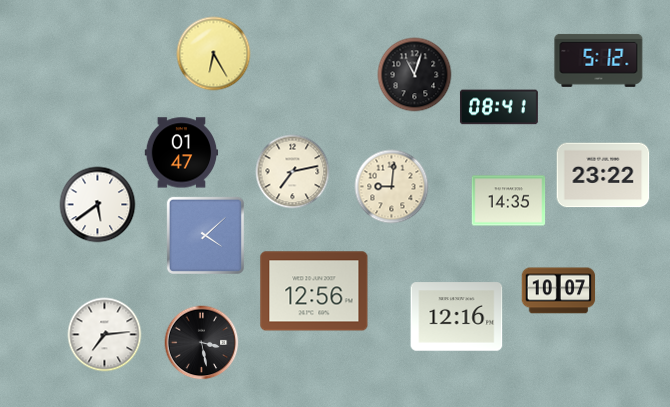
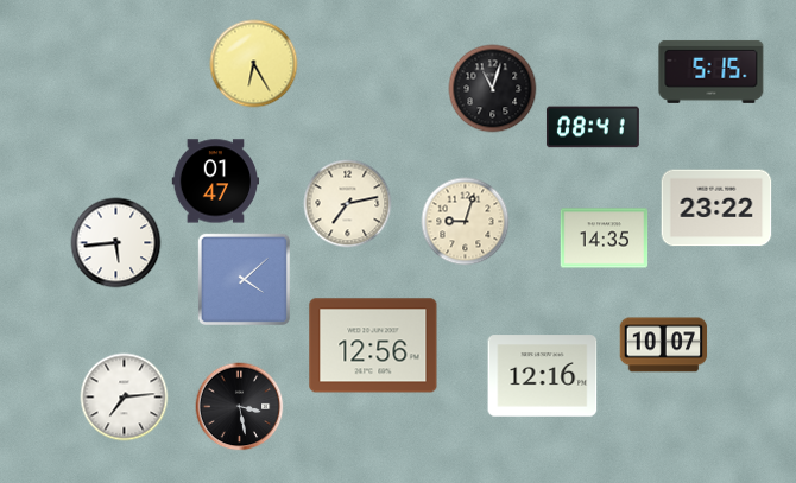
clock at (599, 60): 5:12 -> 5:15
clock at (392, 187): 9:01 -> 9:03
clock at (98, 205): 5:39 -> 5:44
